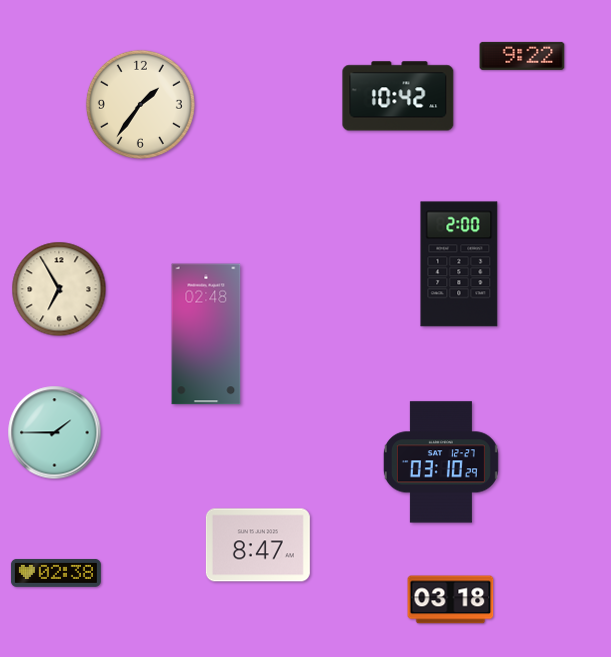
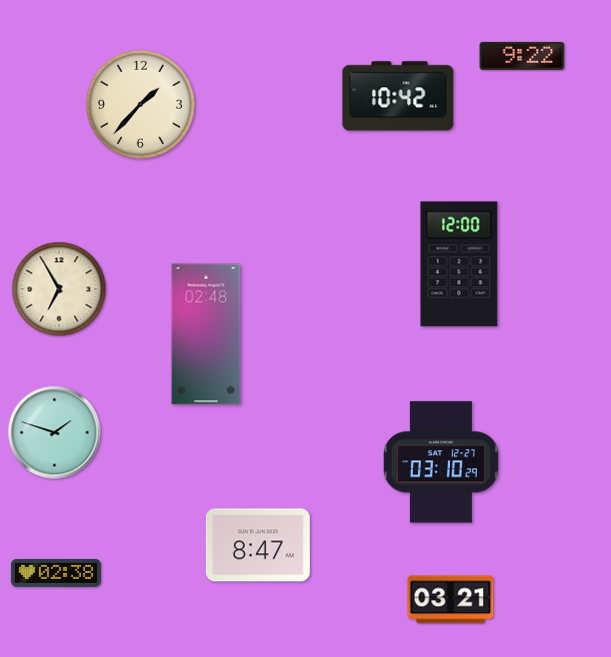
clock at (140, 104): 1:36 -> 1:37
clock at (459, 264): 2:00 -> 12:00
clock at (55, 433): 1:45 -> 1:48
clock at (451, 600): 03:18 -> 03:21
